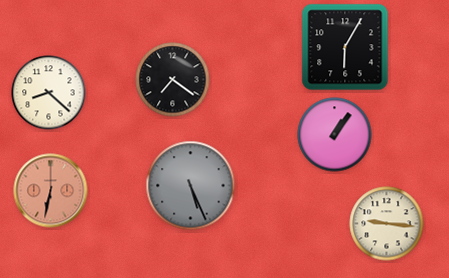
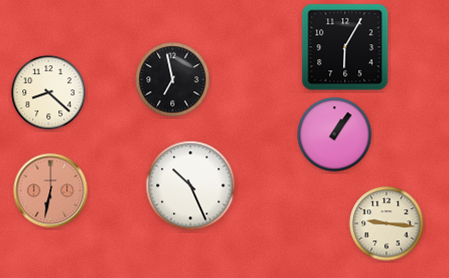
clock at (173, 80): 7:21 -> 6:58
clock at (191, 186): 5:26 -> 10:26
clock at (191, 186) dial: grey -> white
